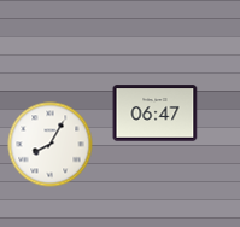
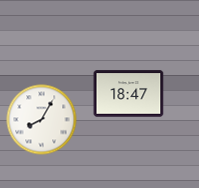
clock at (156, 113): 06:47 -> 18:47
